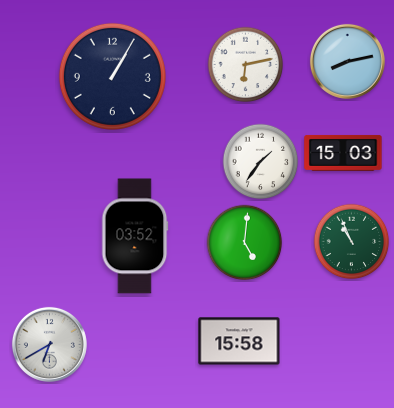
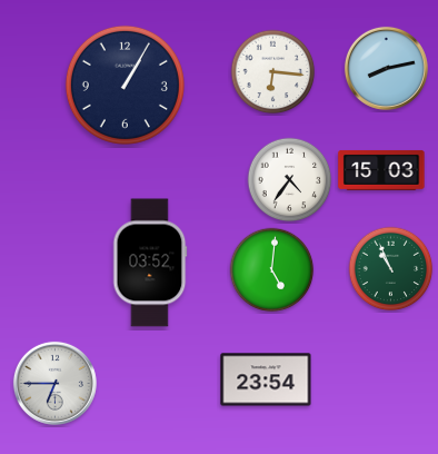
clock at (246, 65): 6:13 -> 6:16
clock at (261, 162): 1:36 -> 4:36
clock at (239, 341): 15:58 -> 23:54
clock at (49, 344): 6:40 -> 6:45
